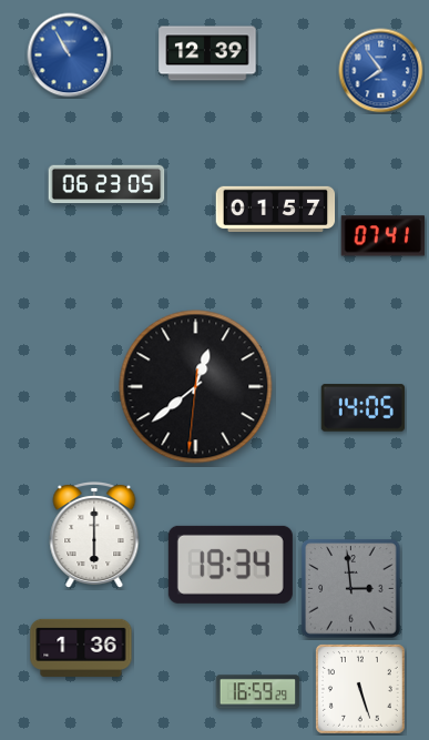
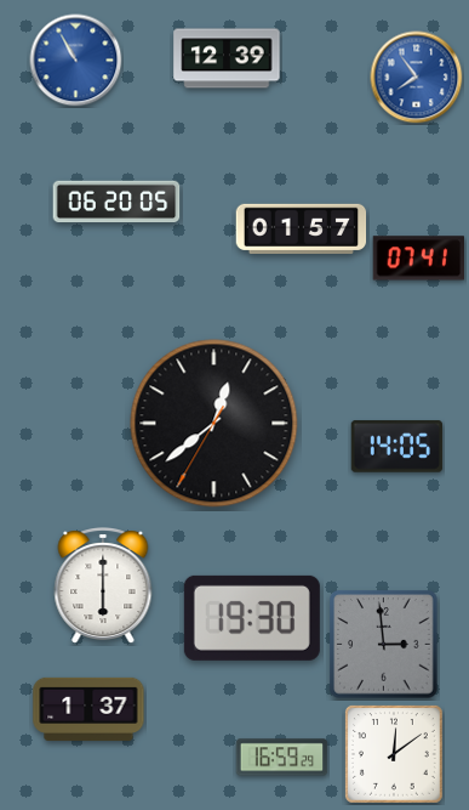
clock at (106, 184): 06:23 -> 06:20
clock at (196, 387): 12:38:31 -> 12:38:35
clock at (231, 565): 19:34 -> 19:30
clock at (81, 648): 1:36 -> 1:37
clock at (360, 689): 5:27 -> 12:09
